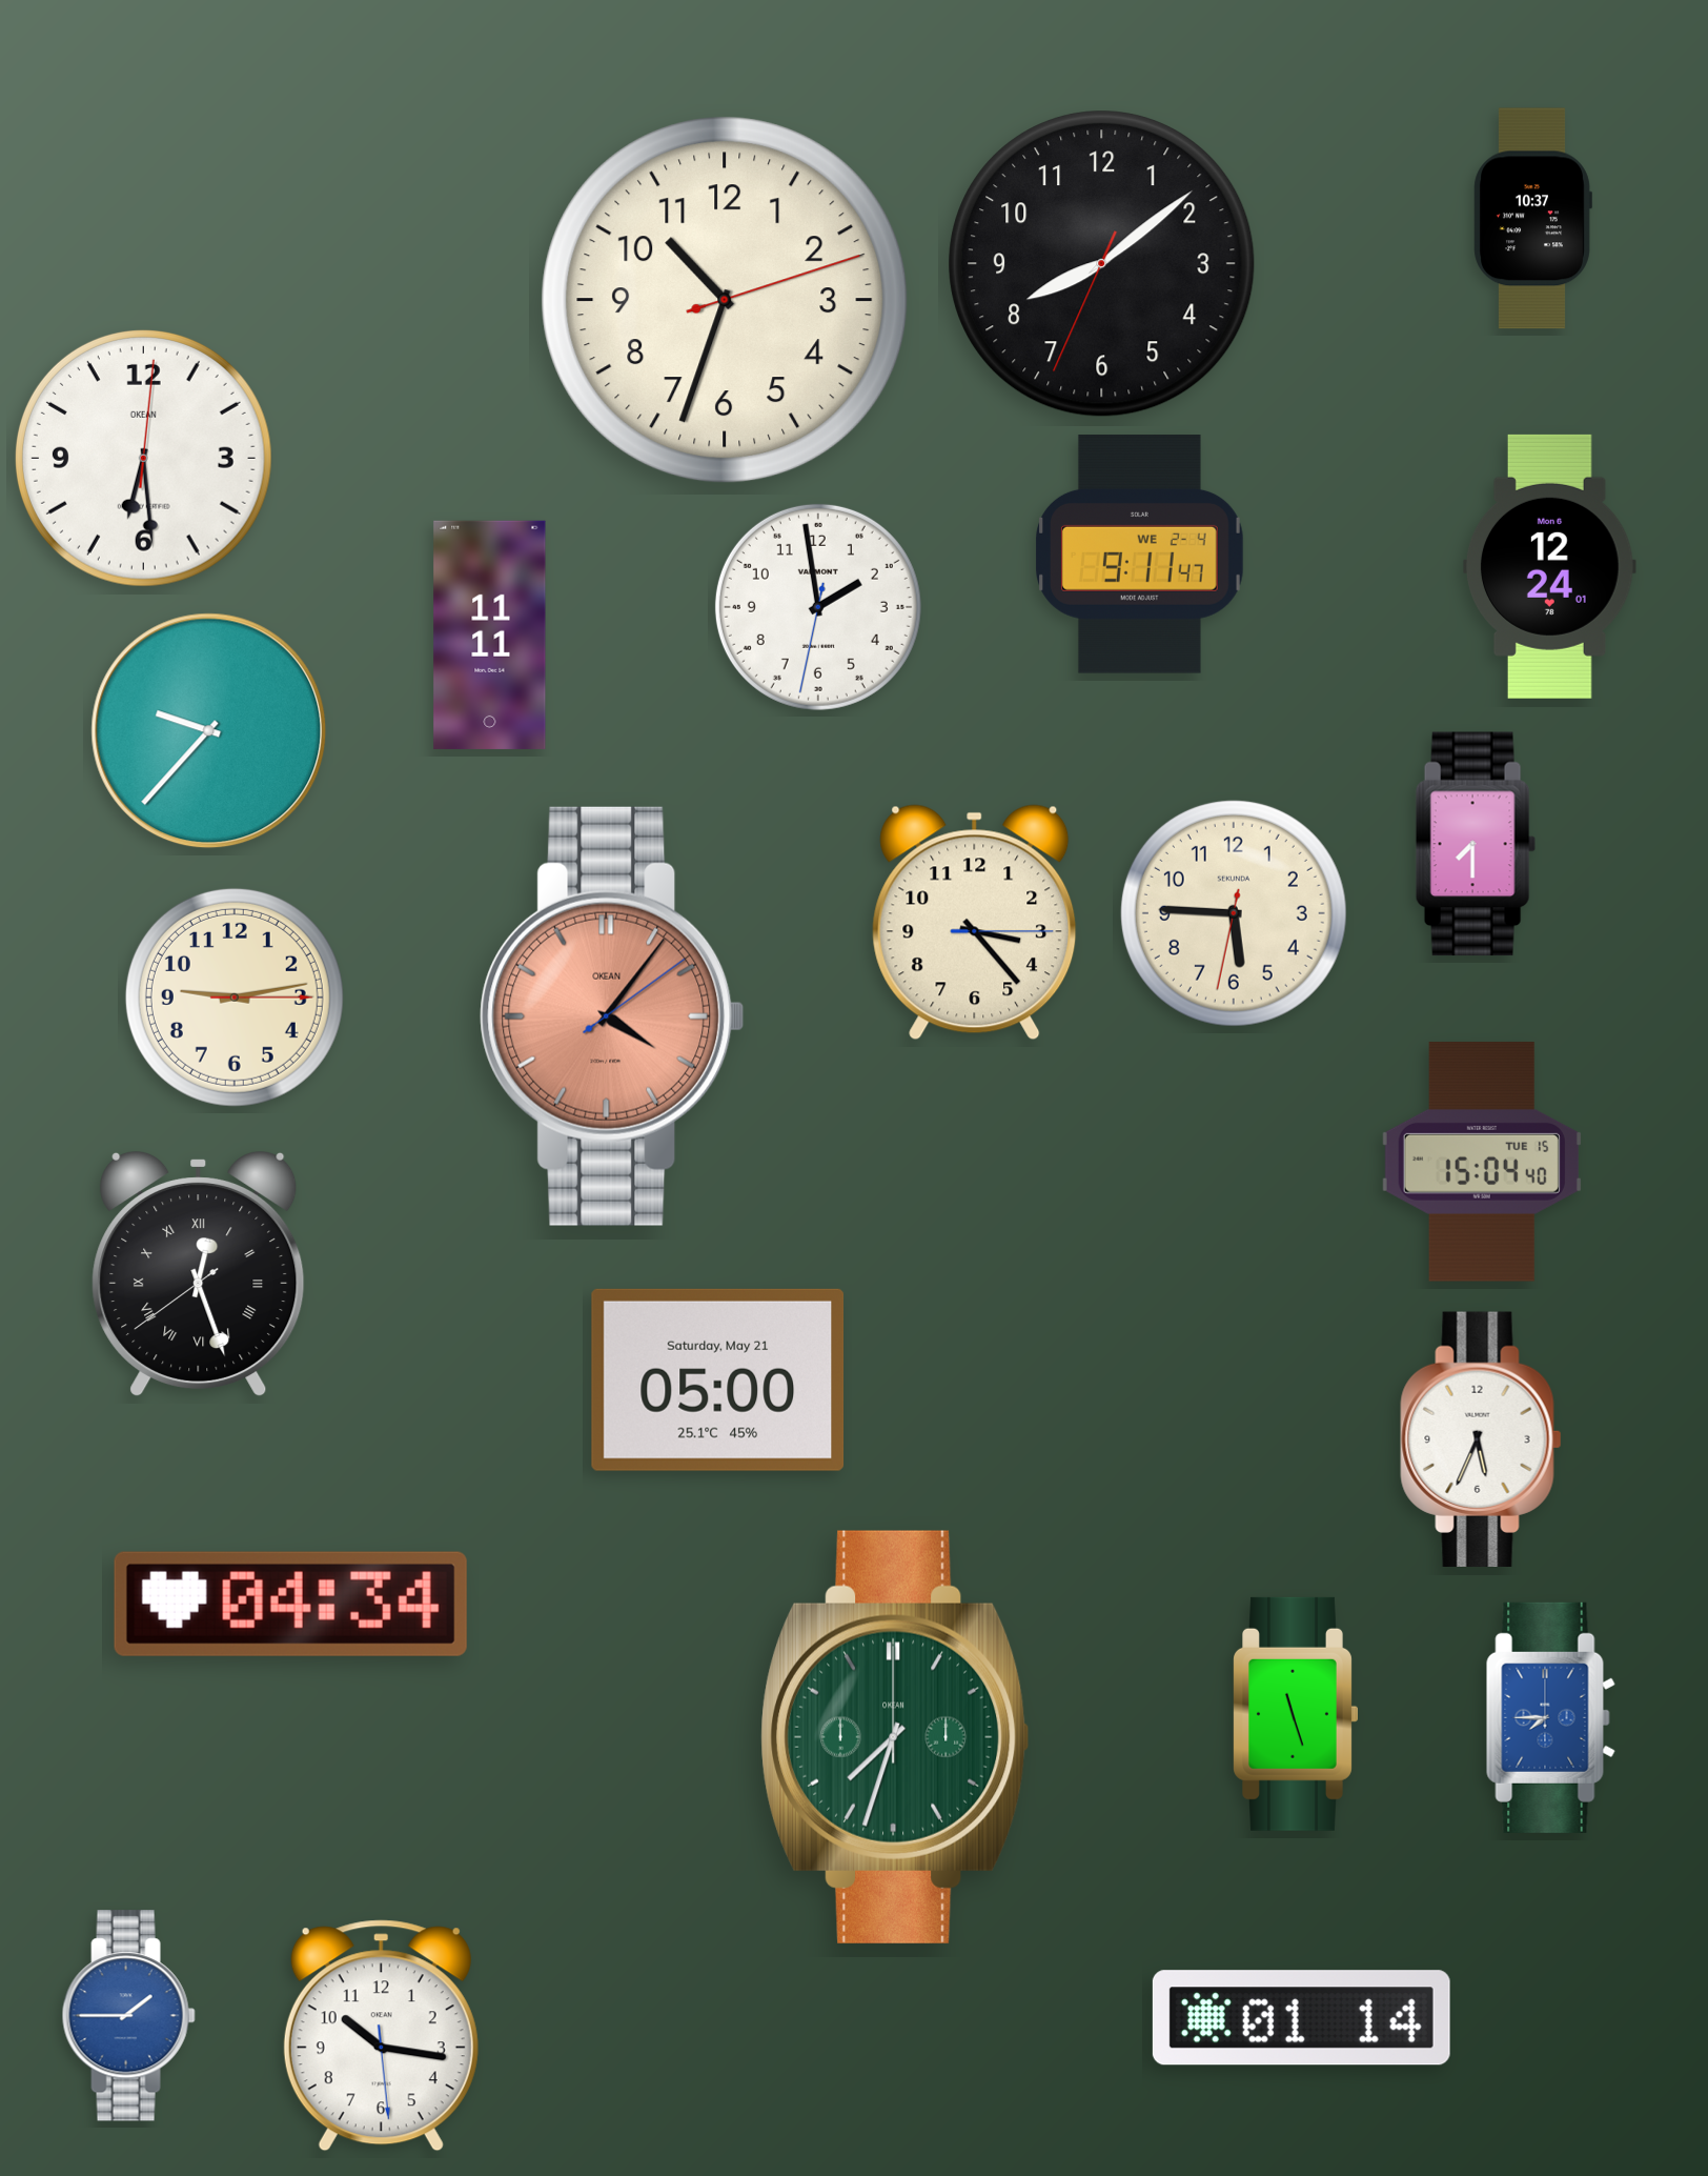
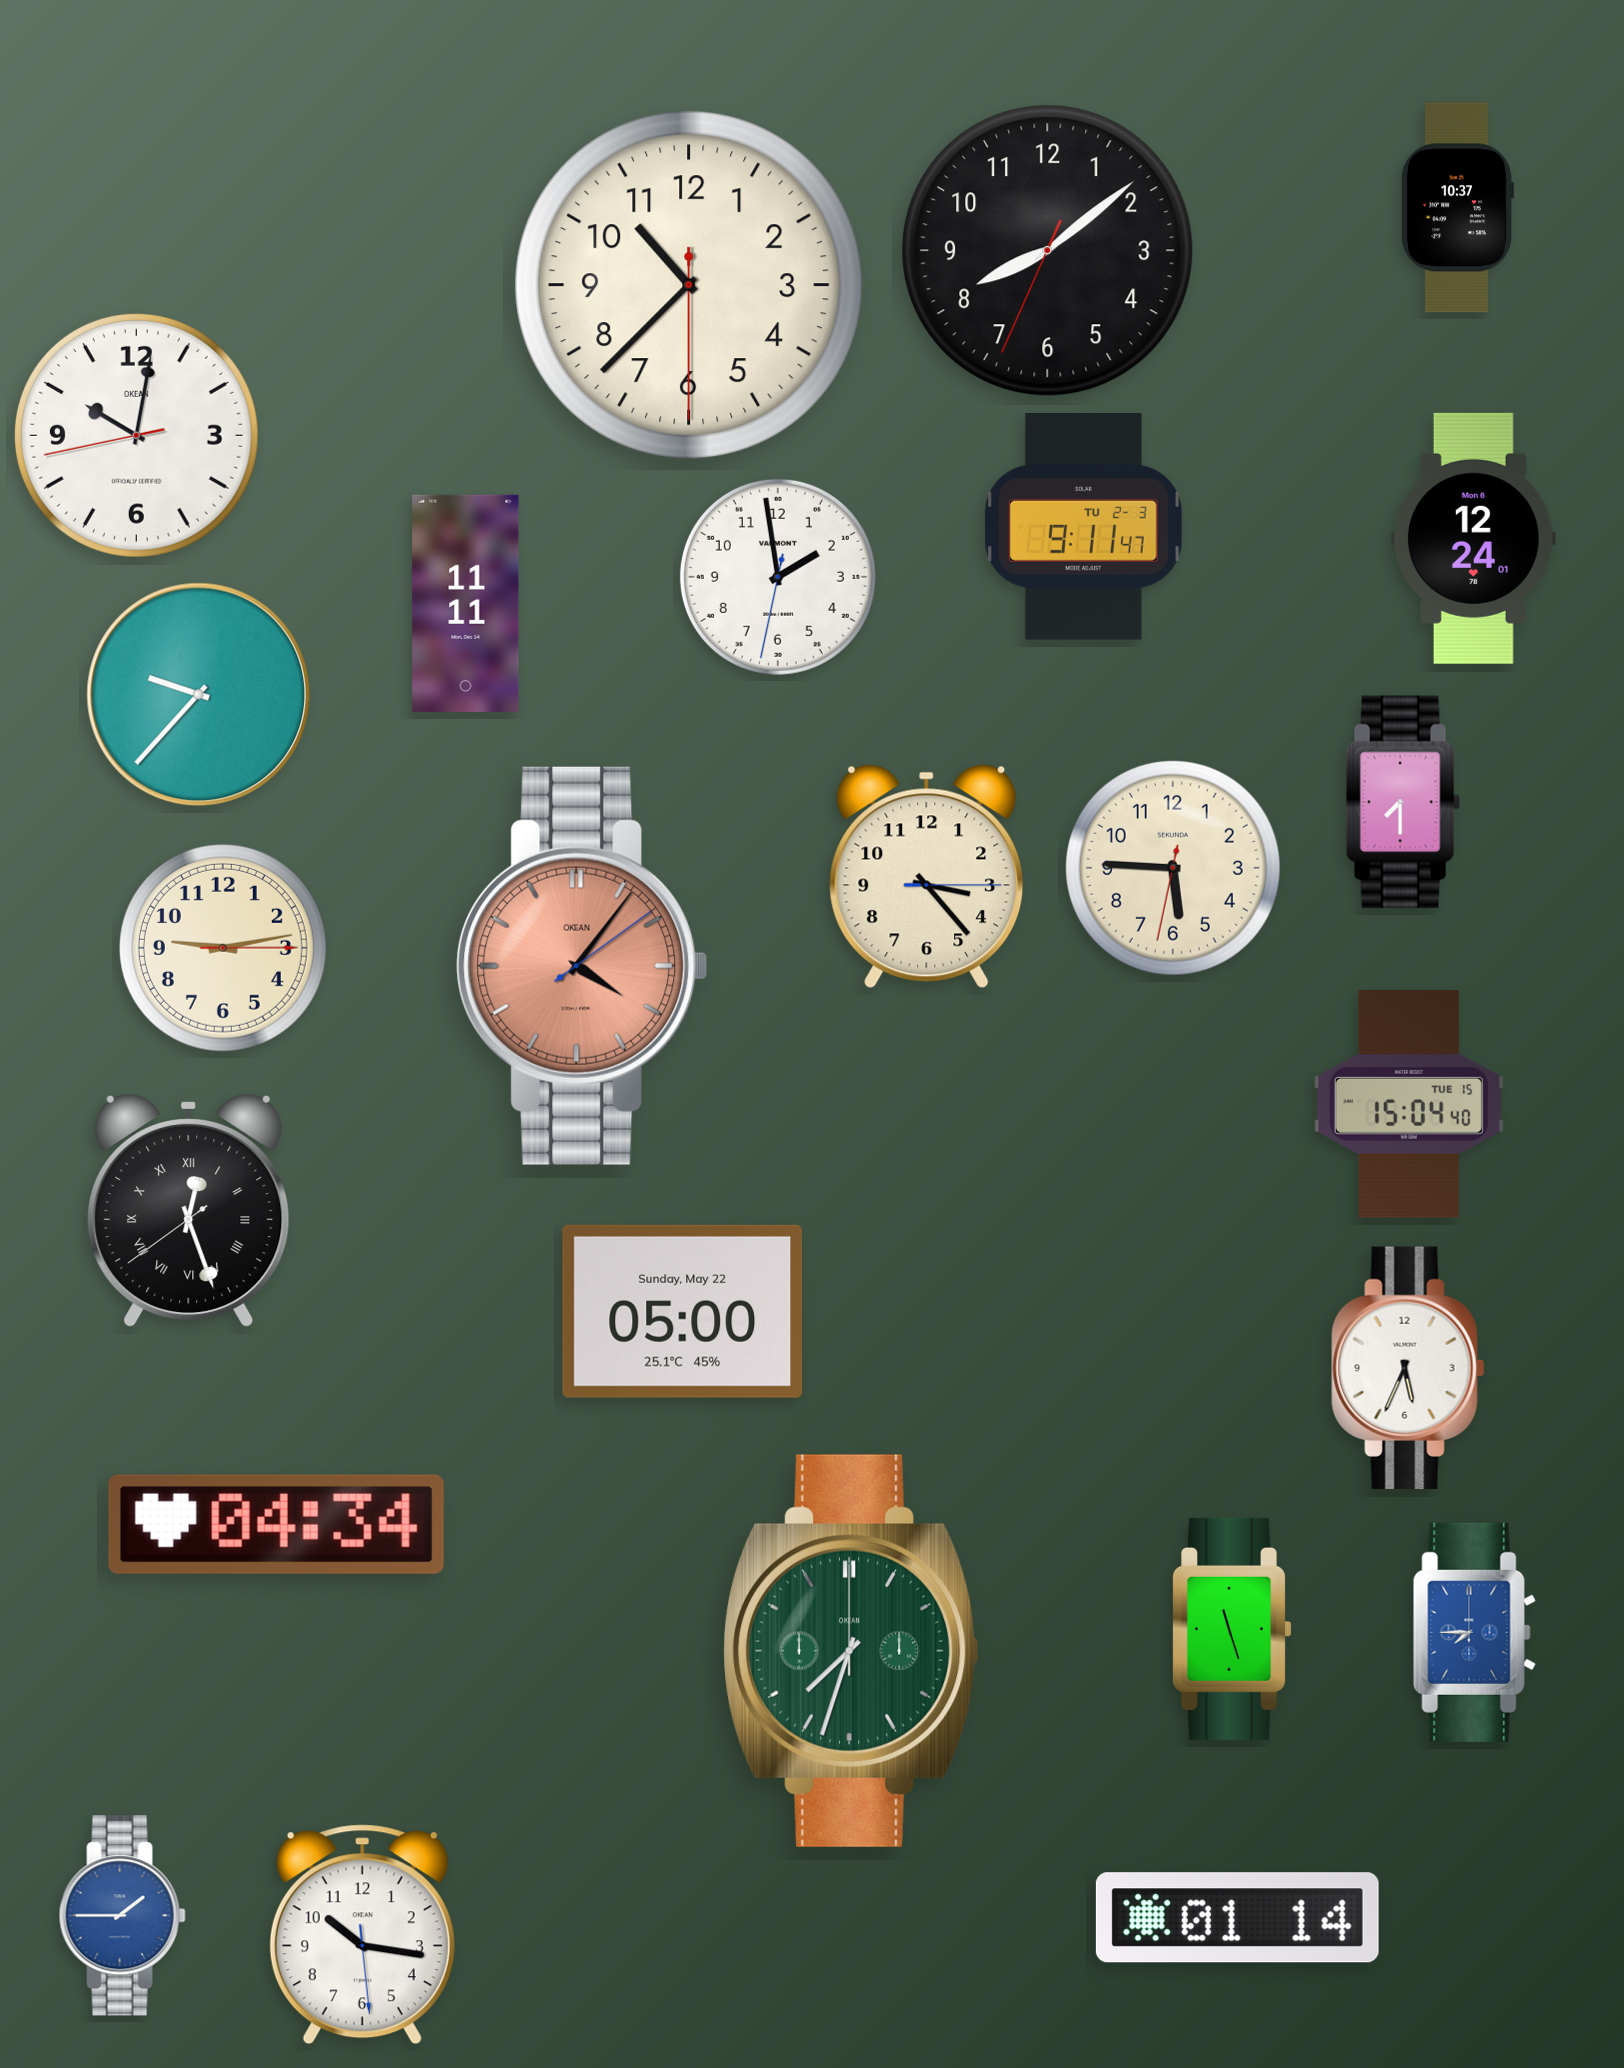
clock at (725, 300): 10:33 -> 10:37
clock at (143, 458): 6:29 -> 10:01
clock at (1140, 555) date: WE 2-4 -> TU 2-3
clock at (718, 1379) date: Saturday, May 21 -> Sunday, May 22
